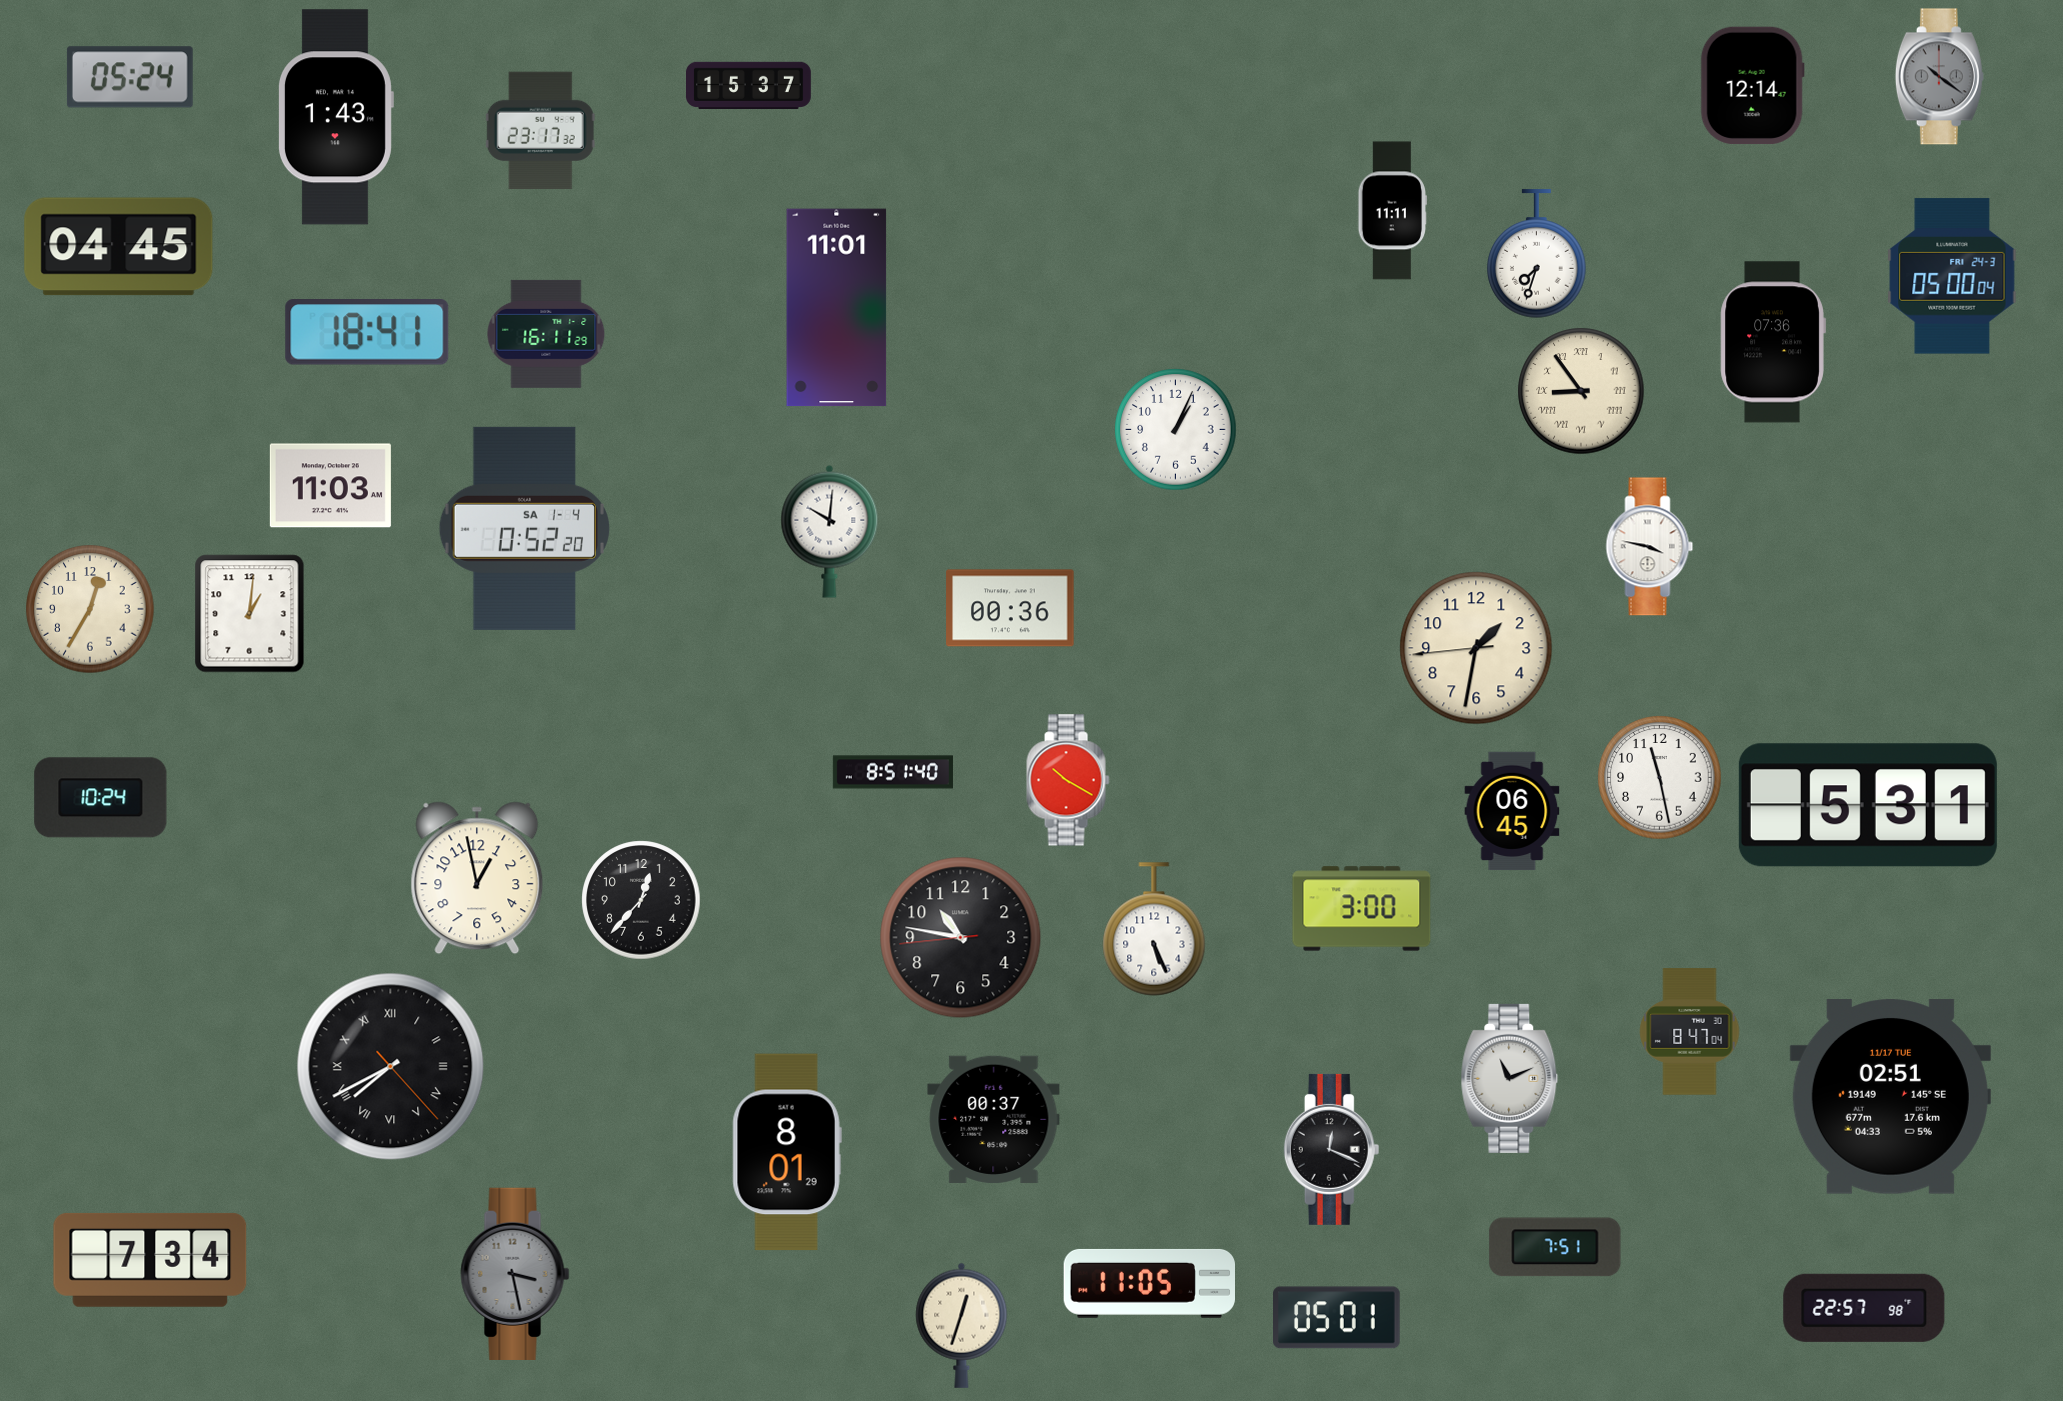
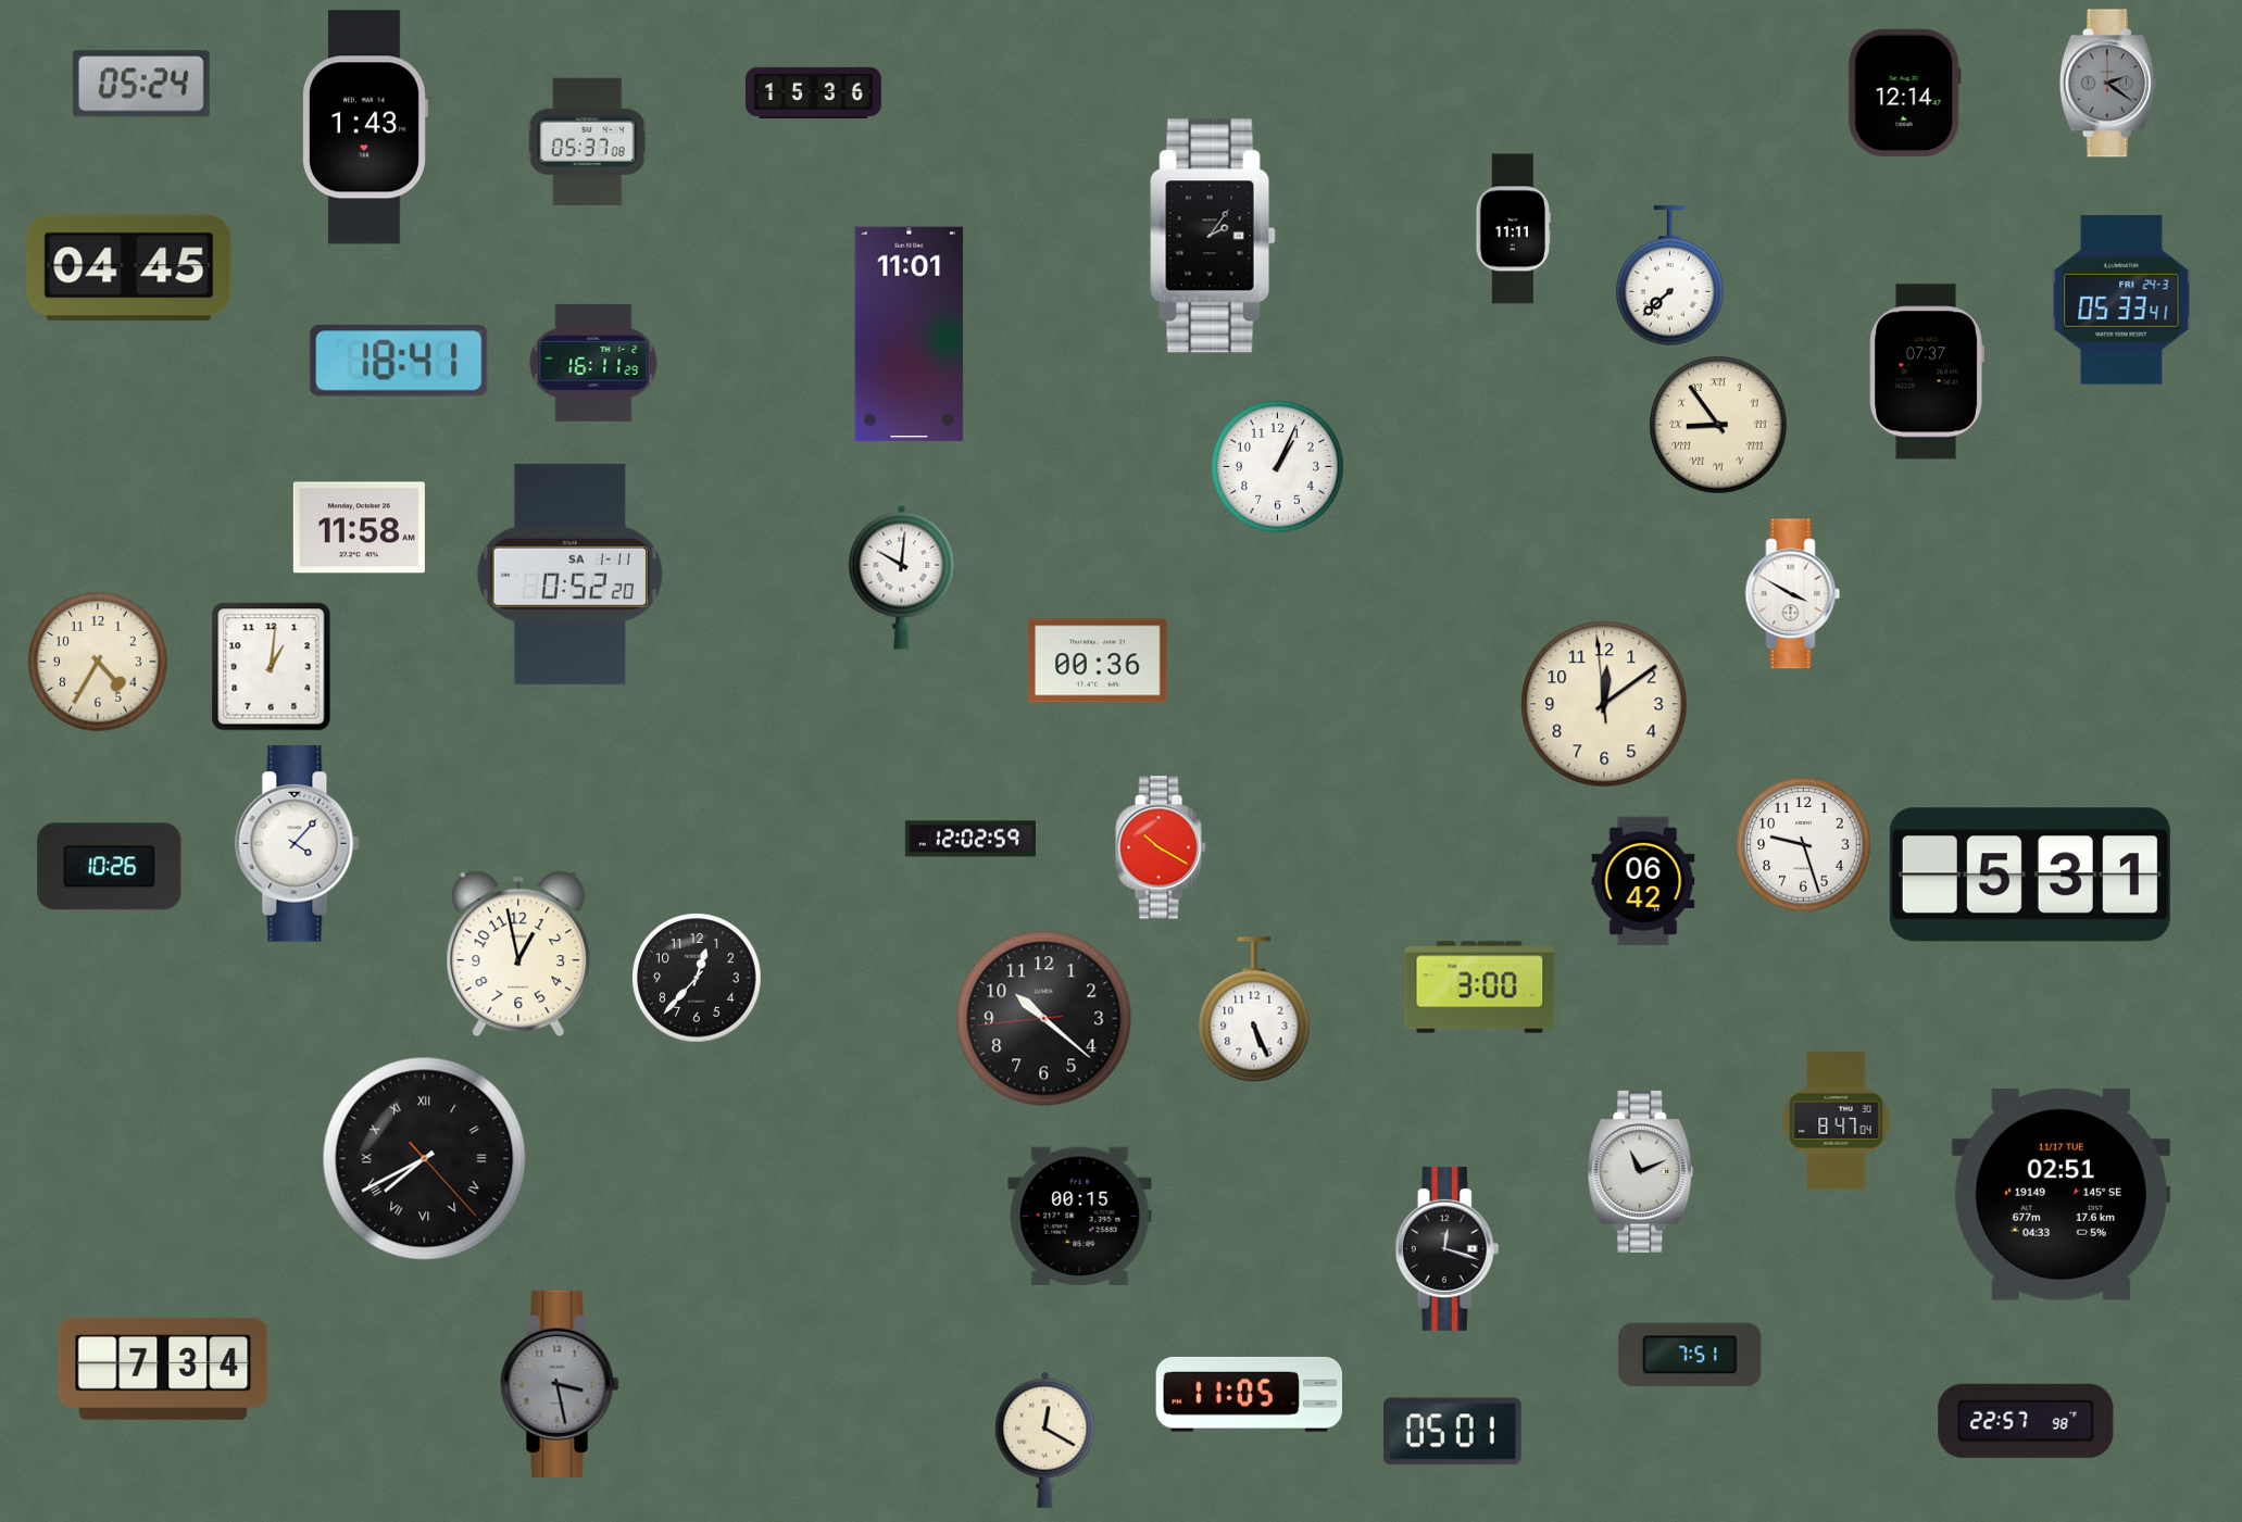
clock at (1939, 77): 10:21 -> 2:21
clock at (749, 85): 15:37 -> 15:36
clock at (540, 131): 23:17 -> 05:37
clock at (1213, 236): none -> 2:06
clock at (1537, 254): 7:33 -> 7:38
clock at (1952, 276): 05:00 -> 05:33
clock at (1773, 342): 07:36 -> 07:37
clock at (330, 486): 11:03 -> 11:58
clock at (524, 528) date: SA 1-4 -> SA 1-11
clock at (1650, 547): 3:47 -> 3:50
clock at (90, 609): 12:35 -> 4:35
clock at (1476, 648): 1:31 -> 12:08
clock at (893, 772): 8:51 -> 12:02
clock at (298, 844): none -> 4:07
clock at (1660, 778): 11:28 -> 9:27
clock at (101, 798): 10:24 -> 10:26
clock at (1512, 811): 06:45 -> 06:42
clock at (961, 938): 10:46 -> 10:21
clock at (1890, 1097) position: (1890, 1097) -> (2061, 1195)
clock at (994, 1119): 00:37 -> 00:15
clock at (1332, 1149): 12:19 -> 12:18
clock at (787, 1152): 8:01 -> none
clock at (962, 1325): 12:33 -> 12:20
